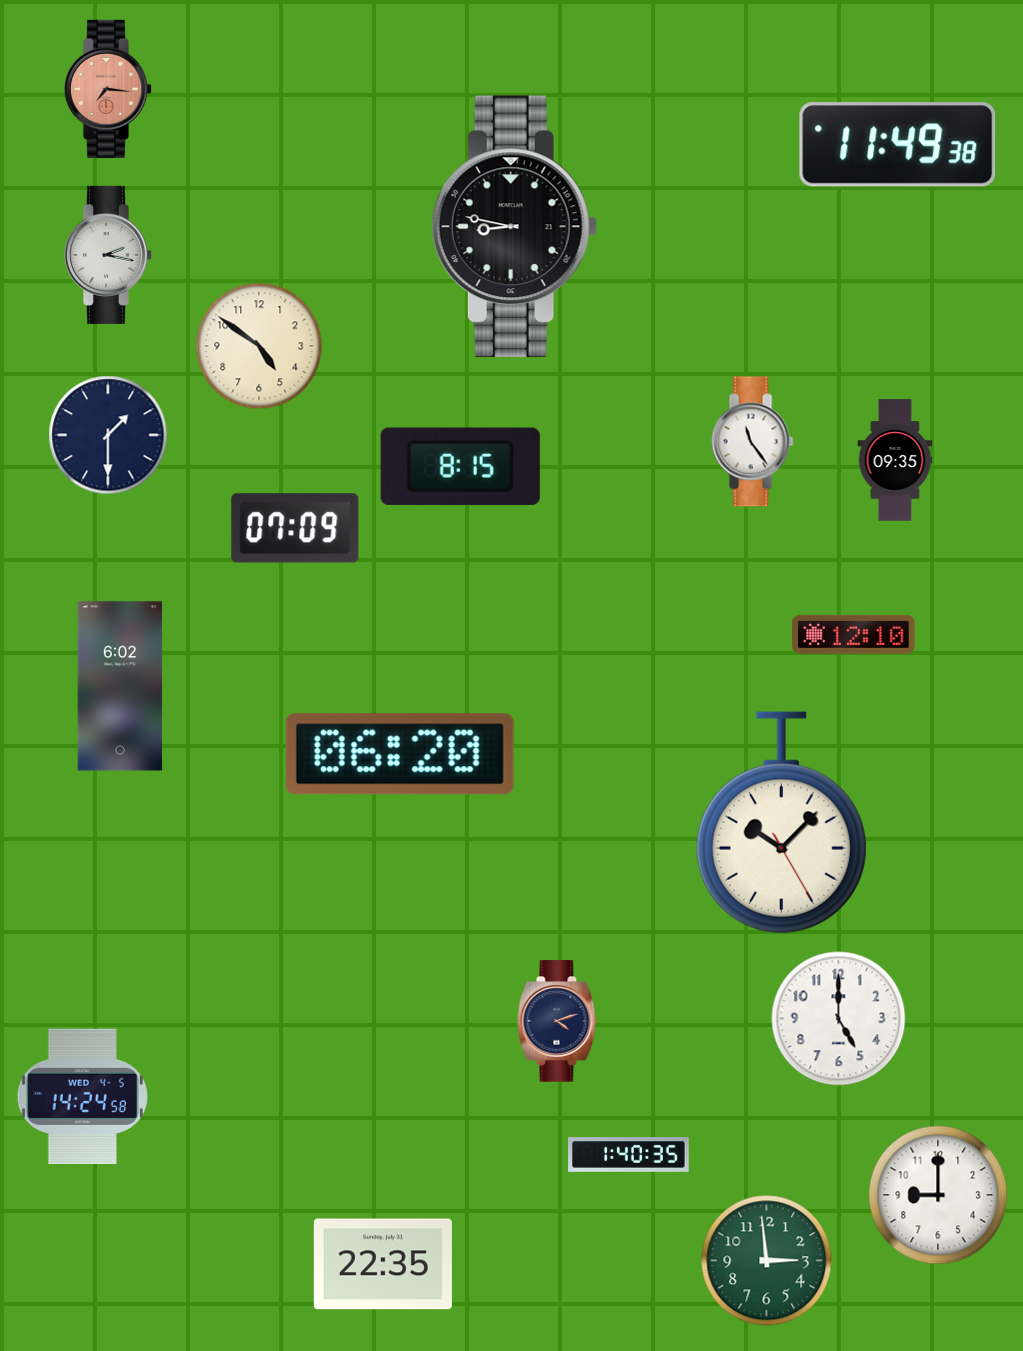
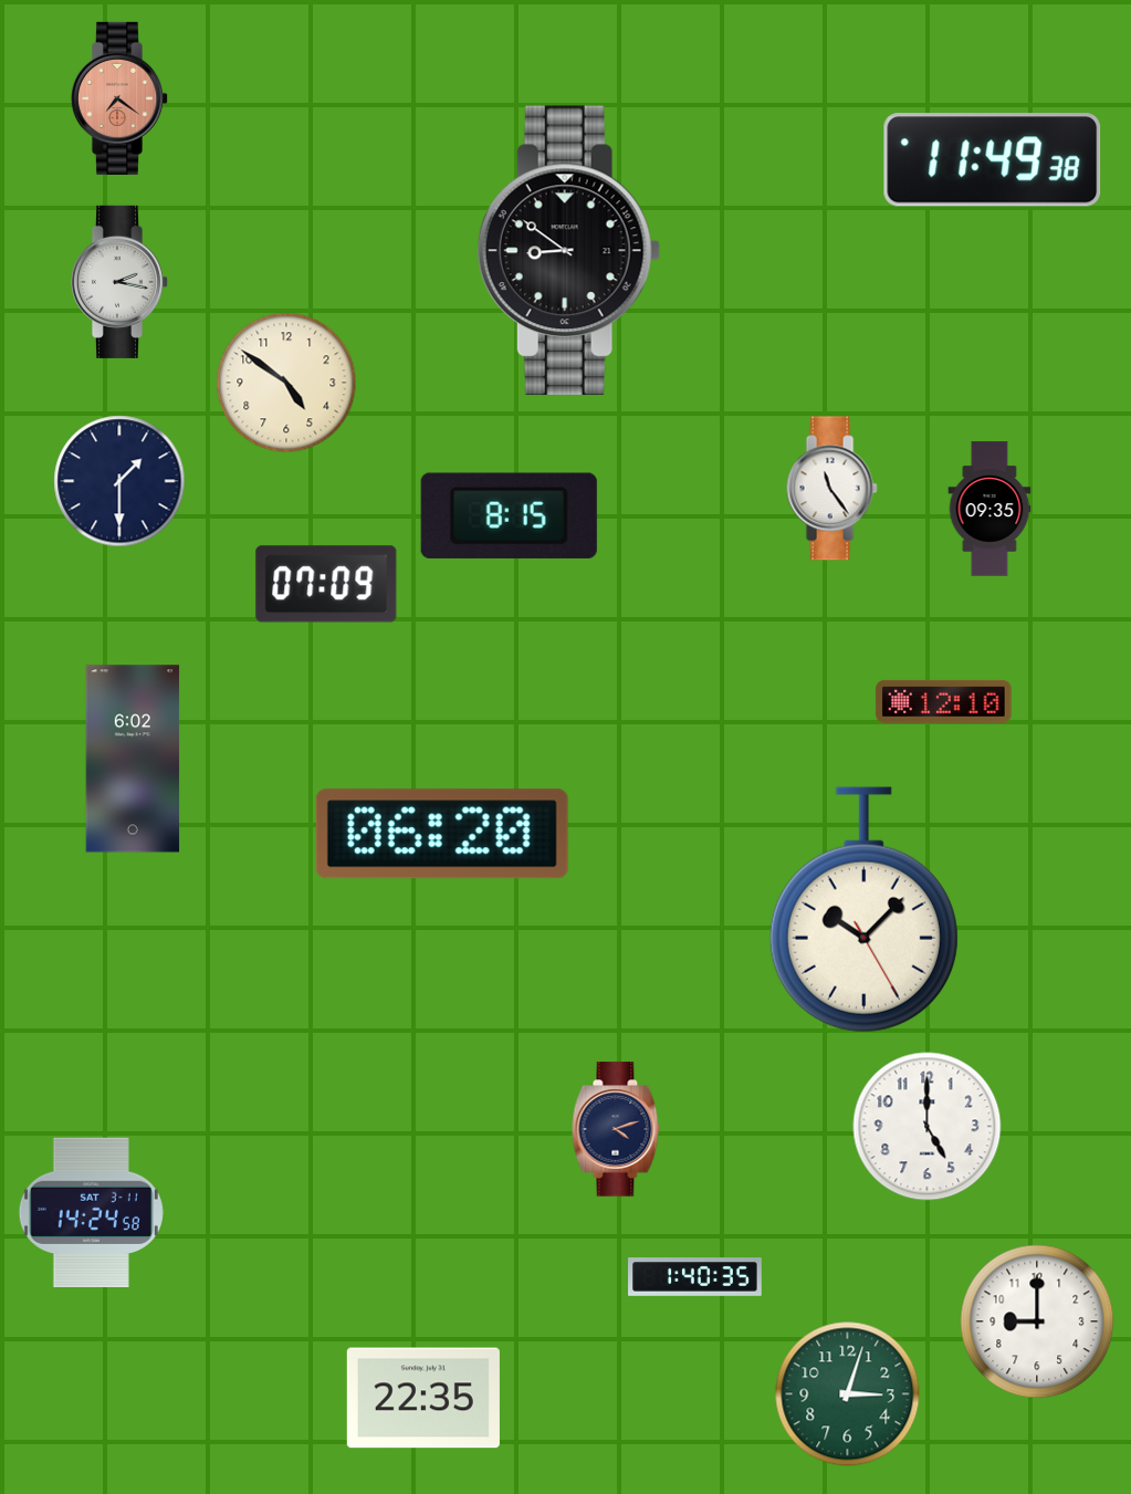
clock at (107, 89): 7:16 -> 7:21
clock at (514, 227): 8:47 -> 8:51
clock at (82, 1097) date: WED 4-5 -> SAT 3-11
clock at (767, 1261): 2:59 -> 3:03
